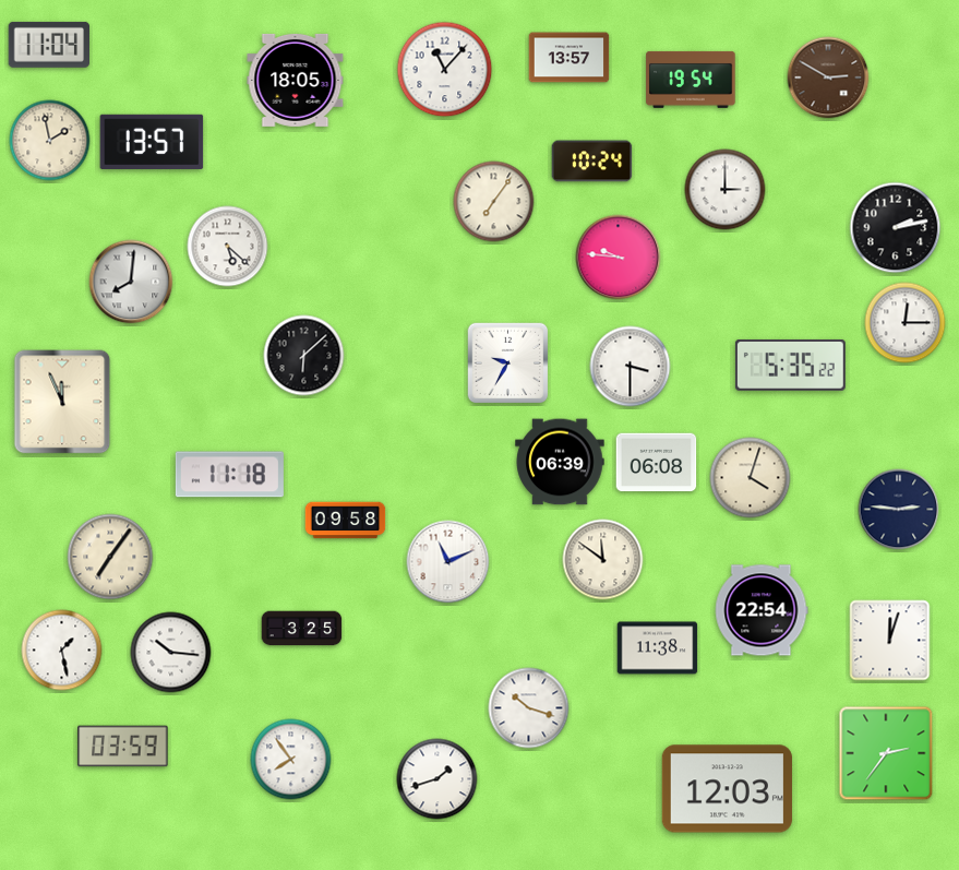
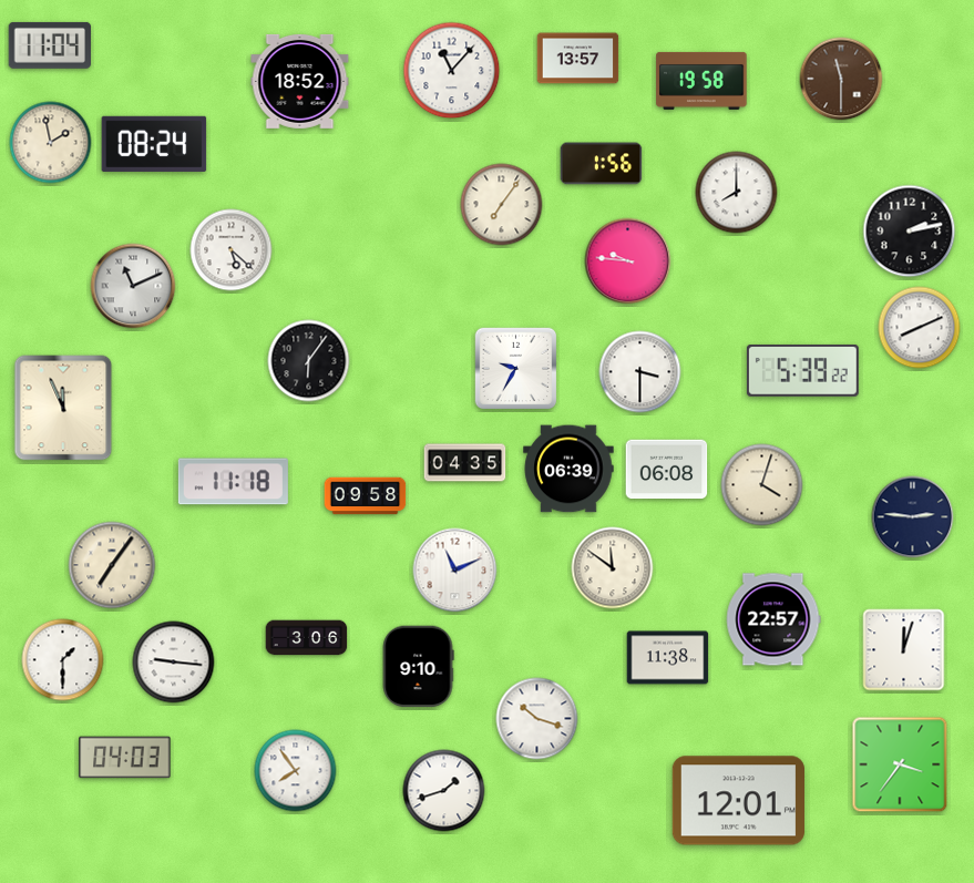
clock at (828, 78): 2:50 -> 11:30
clock at (296, 80): 18:05 -> 18:52
clock at (691, 80): 19:54 -> 19:58
clock at (152, 142): 13:57 -> 08:24
clock at (592, 162): 10:24 -> 1:56
clock at (726, 190): 3:00 -> 8:00
clock at (131, 282): 8:01 -> 11:11
clock at (906, 323): 12:15 -> 8:11
clock at (304, 356): 6:08 -> 6:06
clock at (790, 365): 5:35 -> 5:39
clock at (465, 463): none -> 04:35
clock at (346, 521) position: (346, 521) -> (366, 496)
clock at (762, 610): 22:54 -> 22:57
clock at (302, 629): 3:25 -> 3:06
clock at (62, 651): 1:28 -> 1:30
clock at (171, 653): 10:16 -> 9:16
clock at (418, 667): none -> 9:10
clock at (123, 747): 03:59 -> 04:03
clock at (886, 753): 2:36 -> 3:36
clock at (727, 789): 12:03 -> 12:01
